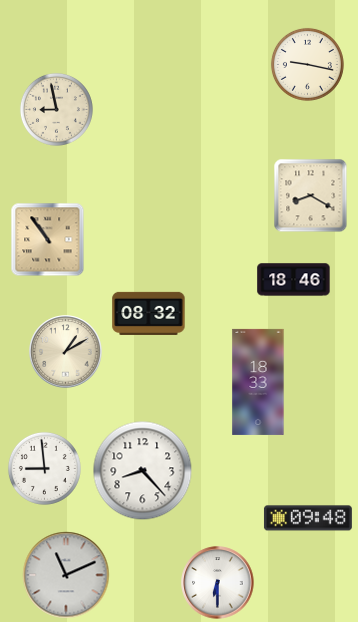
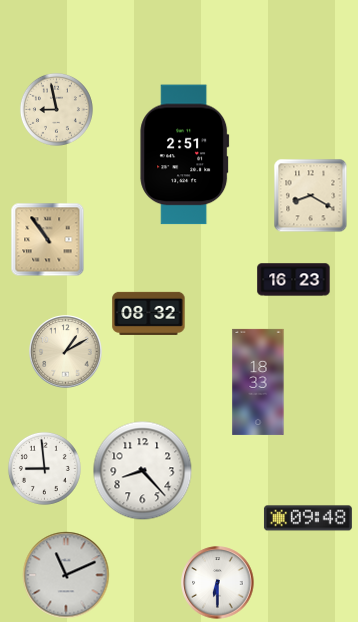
clock at (307, 64): 9:17 -> none
clock at (185, 155): none -> 2:51
clock at (294, 280): 18:46 -> 16:23
